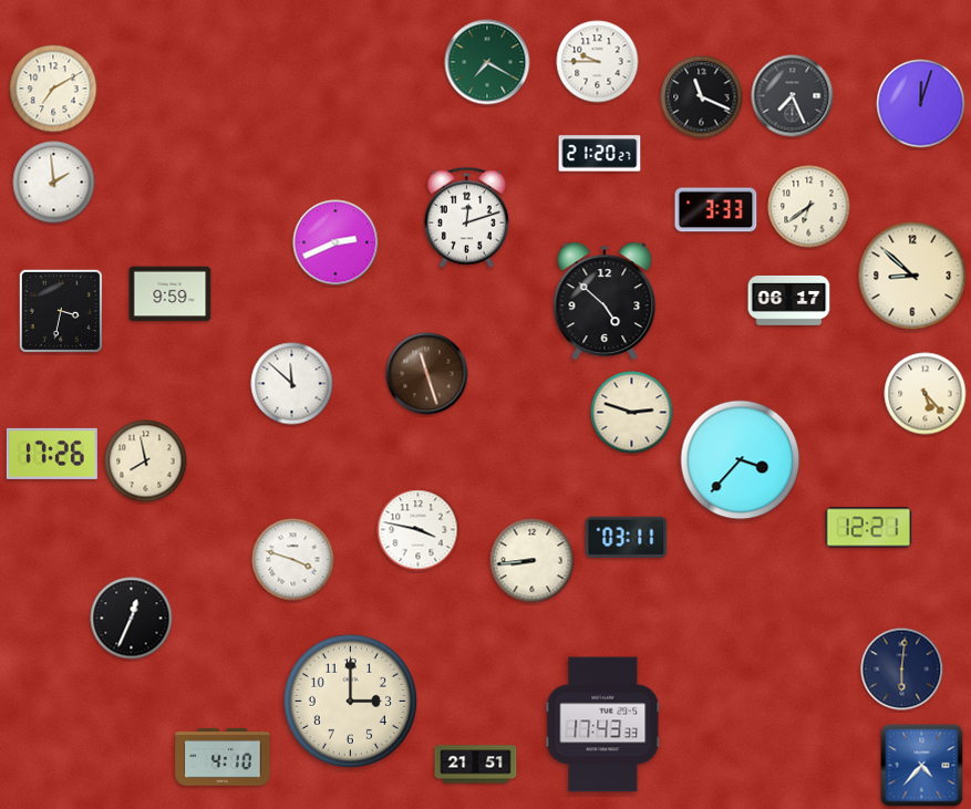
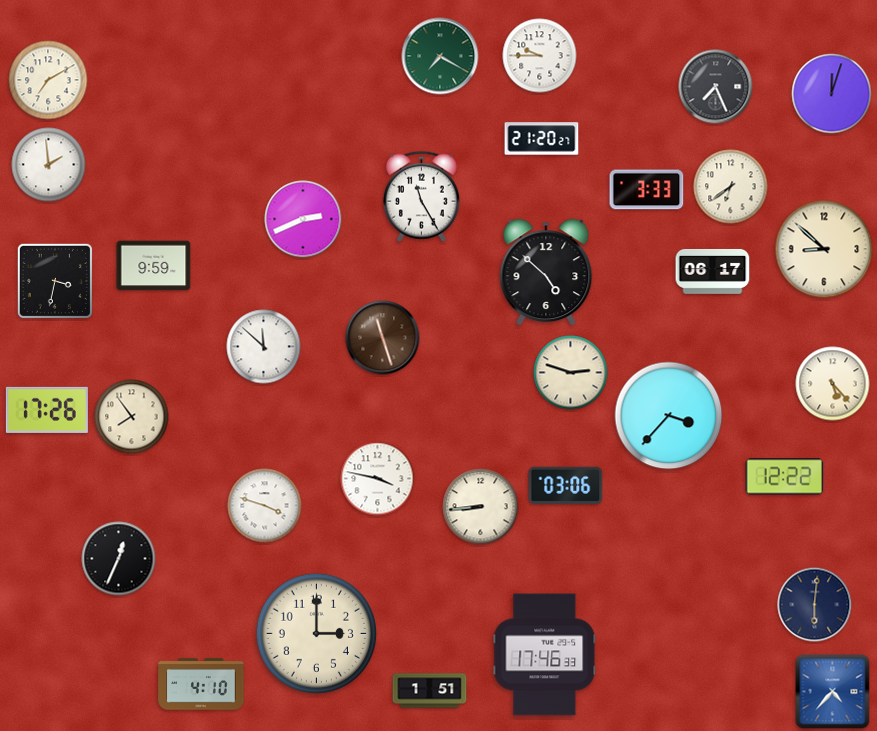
clock at (702, 97): 11:19 -> none
clock at (466, 217): 12:12 -> 11:25
clock at (427, 374) position: (427, 374) -> (383, 338)
clock at (926, 394) position: (926, 394) -> (833, 384)
clock at (146, 461): 7:58 -> 7:54
clock at (869, 528): 12:21 -> 12:22
clock at (627, 537): 03:11 -> 03:06
clock at (603, 725): 17:43 -> 17:46
clock at (476, 765): 21:51 -> 1:51
